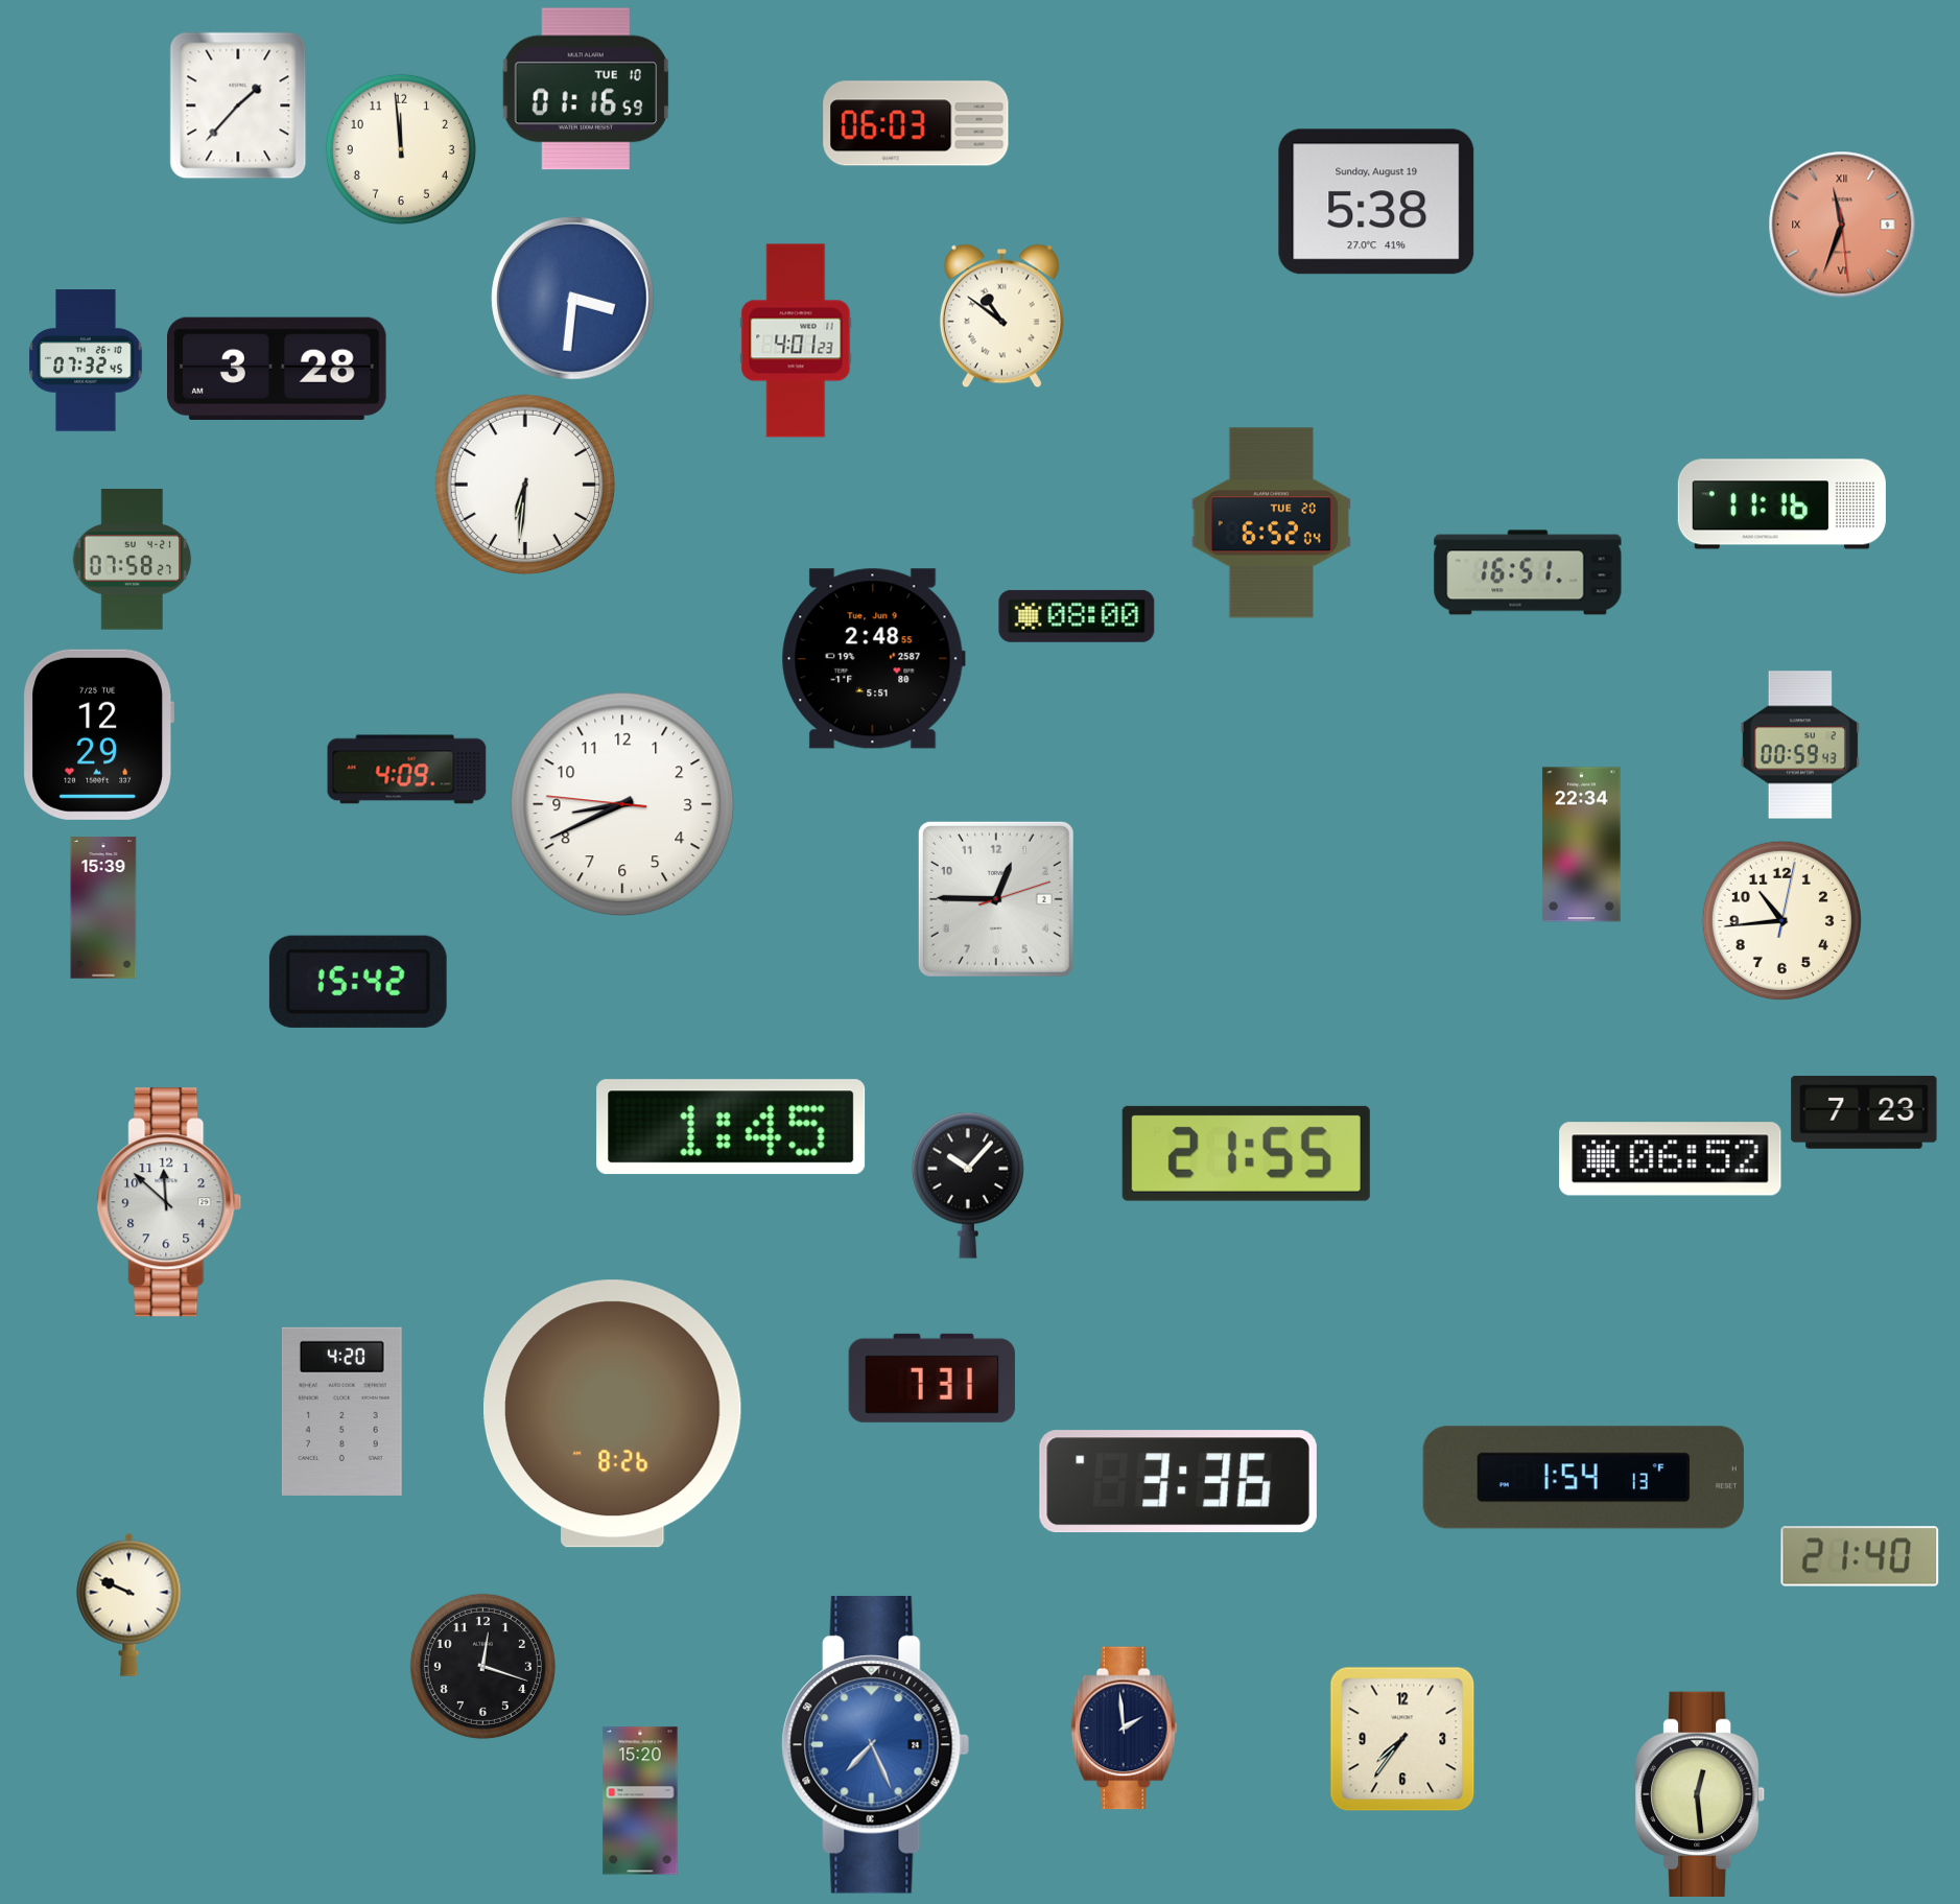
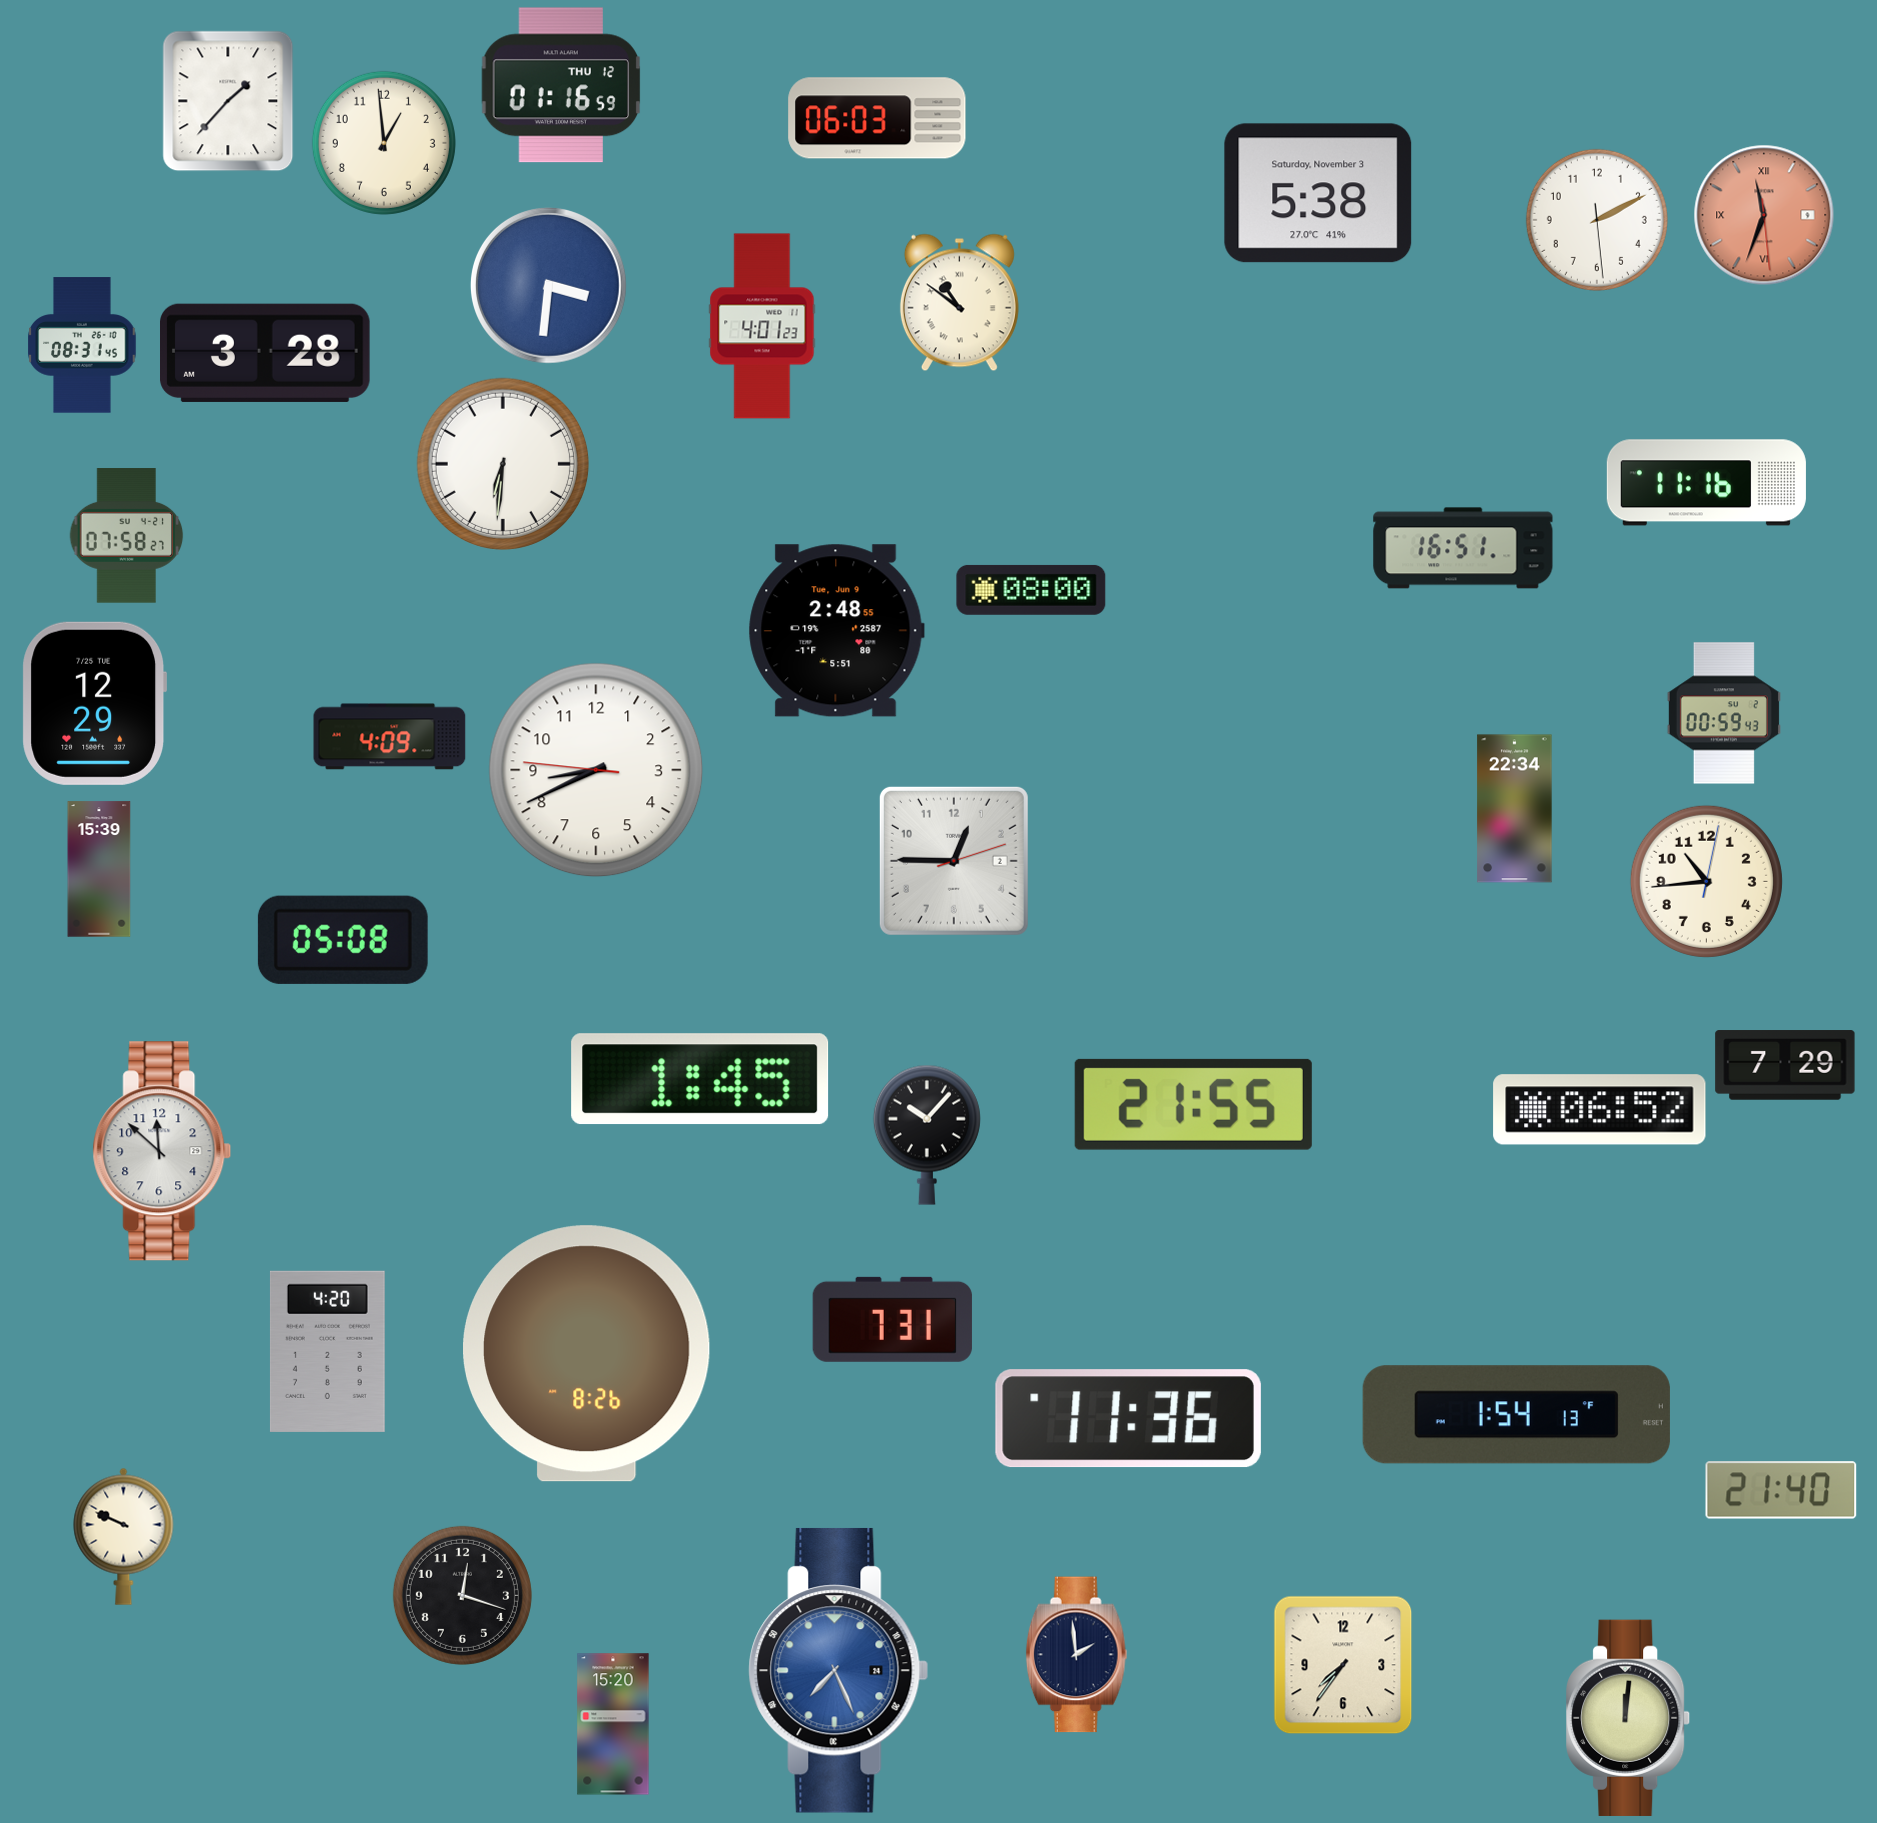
clock at (586, 89) date: TUE 10 -> THU 12
clock at (401, 149): 11:59 -> 12:59
clock at (1376, 202) date: Sunday, August 19 -> Saturday, November 3
clock at (1597, 220): none -> 2:10
clock at (86, 360): 07:32 -> 08:31
clock at (1271, 523): 6:52 -> none
clock at (358, 982): 15:42 -> 05:08
clock at (1864, 1112): 7:23 -> 7:29
clock at (1178, 1482): 3:36 -> 11:36
clock at (1701, 1794): 12:29 -> 12:01
